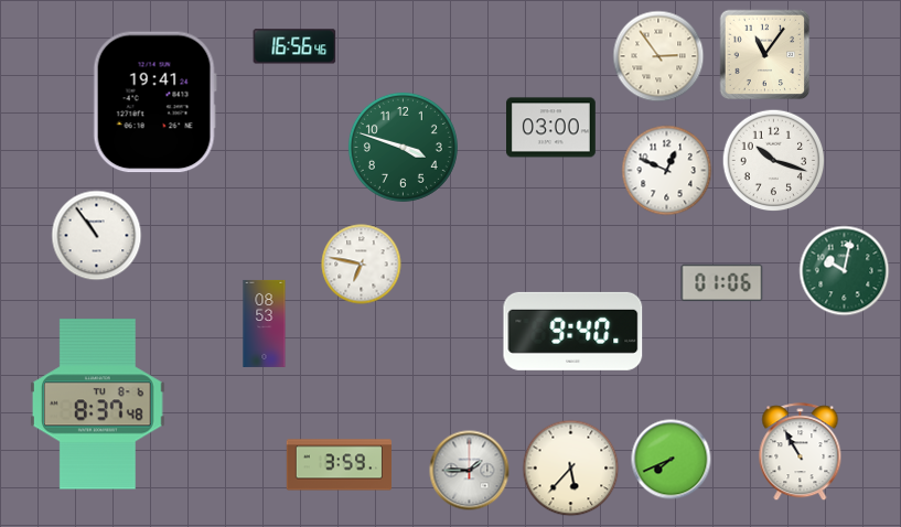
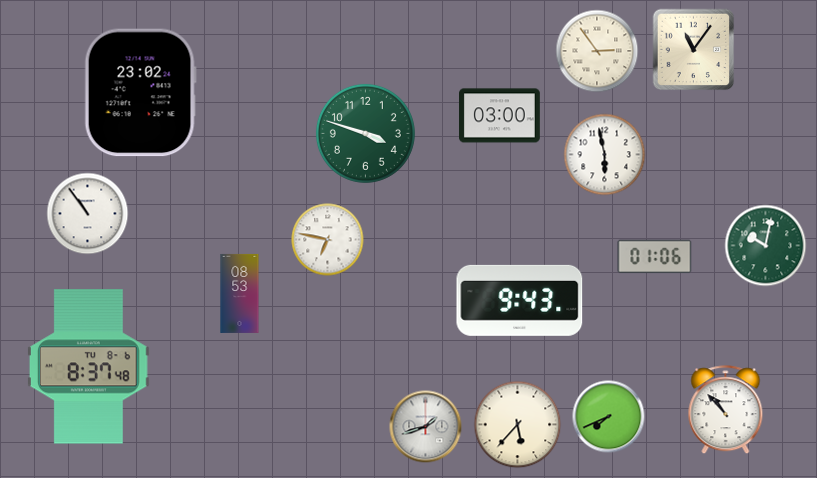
clock at (294, 46): 16:56 -> none
clock at (154, 103): 19:41 -> 23:02
clock at (774, 161): 10:18 -> none
clock at (667, 171): 12:49 -> 5:58
clock at (573, 331): 9:40 -> 9:43
clock at (801, 452): 10:55 -> 10:53
clock at (339, 465): 3:59 -> none
clock at (470, 471): 1:45 -> 1:42
